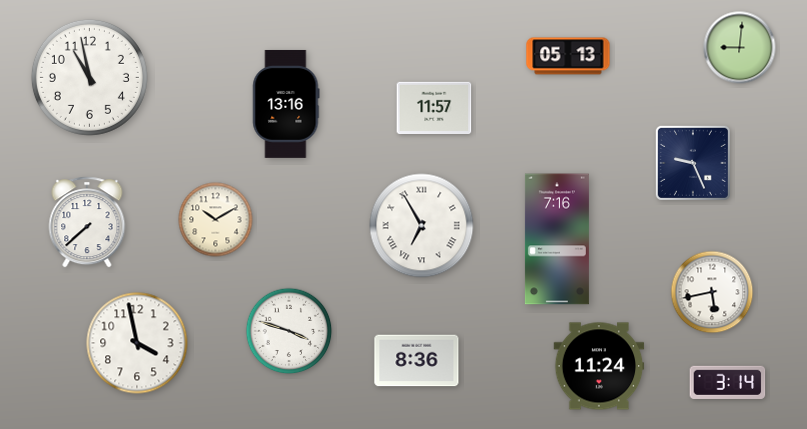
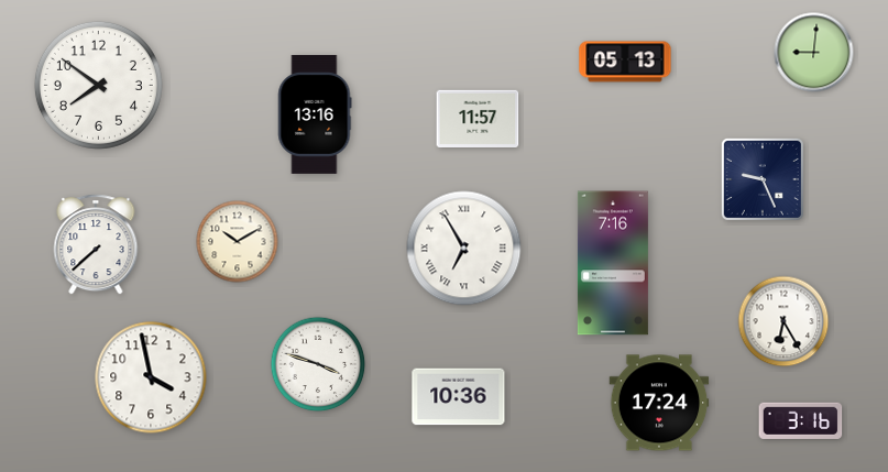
clock at (89, 77): 10:58 -> 7:51
clock at (712, 292): 5:43 -> 6:25
clock at (417, 361): 8:36 -> 10:36
clock at (599, 366): 11:24 -> 17:24
clock at (728, 382): 3:14 -> 3:16
